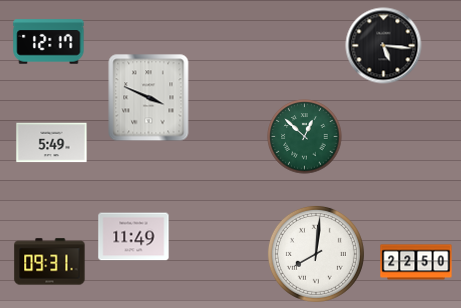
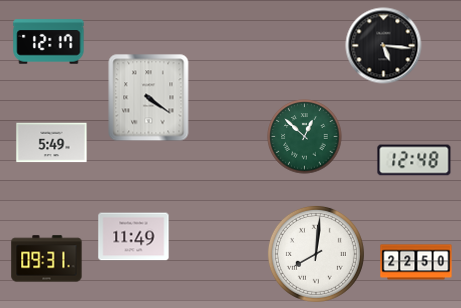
clock at (149, 98): 3:49 -> 4:21
clock at (414, 160): none -> 12:48
clock at (50, 262) position: (50, 262) -> (47, 259)
